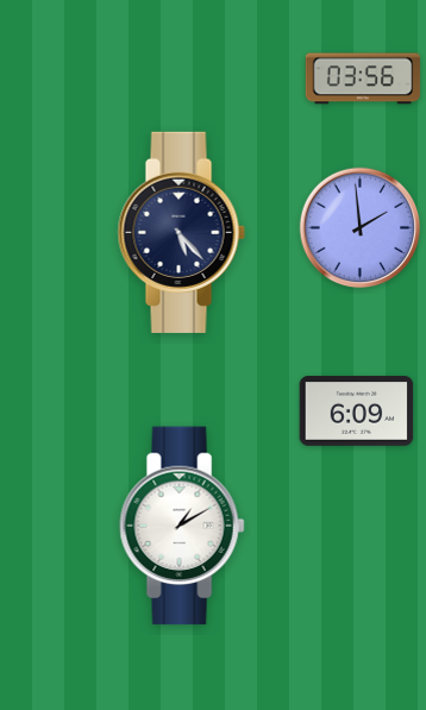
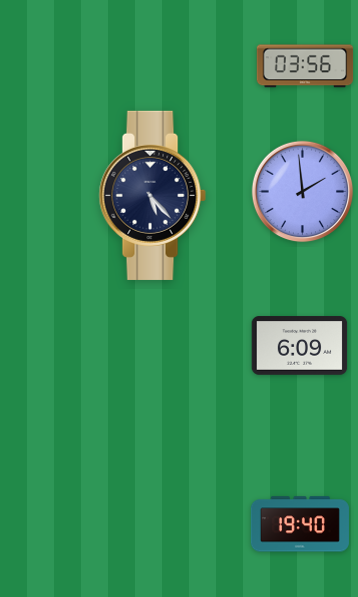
clock at (182, 526): 1:10 -> none
clock at (300, 524): none -> 19:40
